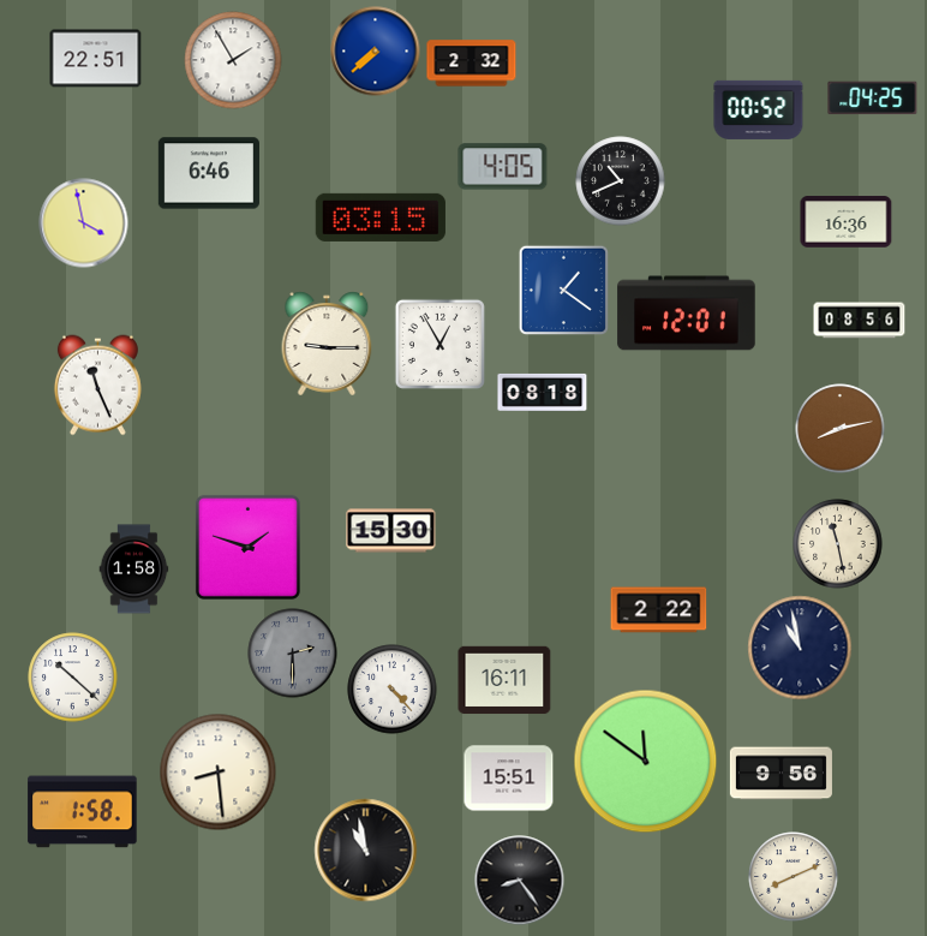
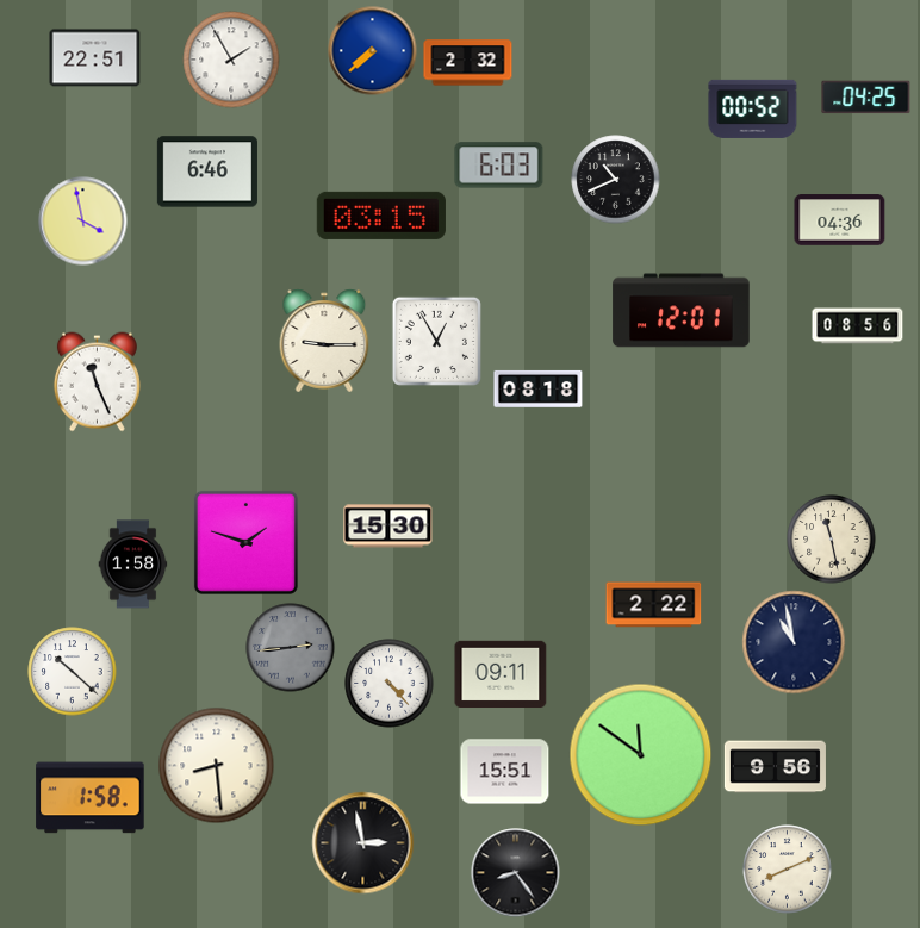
clock at (503, 167): 4:05 -> 6:03
clock at (381, 217) position: (381, 217) -> (381, 216)
clock at (847, 222): 16:36 -> 04:36
clock at (563, 290): 1:21 -> none
clock at (860, 321) position: (860, 321) -> (858, 326)
clock at (841, 429): 8:13 -> none
clock at (293, 654): 2:30 -> 2:44
clock at (504, 680): 16:11 -> 09:11
clock at (83, 812) position: (83, 812) -> (91, 798)
clock at (366, 851): 10:58 -> 2:58
